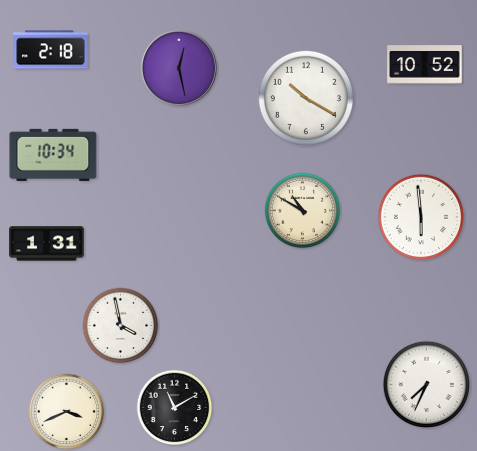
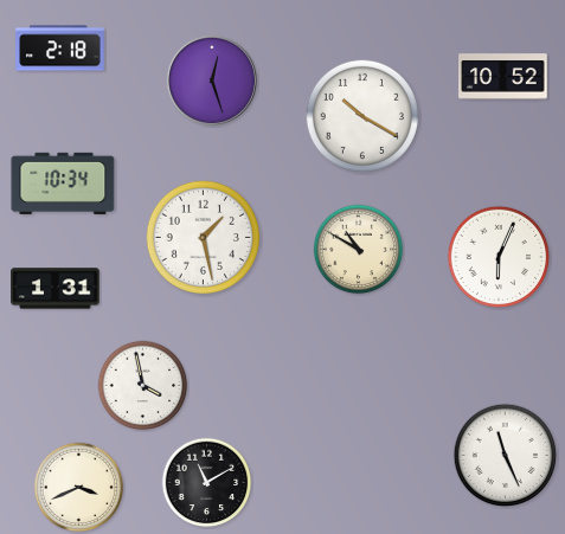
clock at (51, 50) position: (51, 50) -> (60, 49)
clock at (179, 68): 12:28 -> 12:27
clock at (203, 237): none -> 1:28
clock at (421, 217): 5:59 -> 6:04
clock at (427, 385): 7:34 -> 11:26
